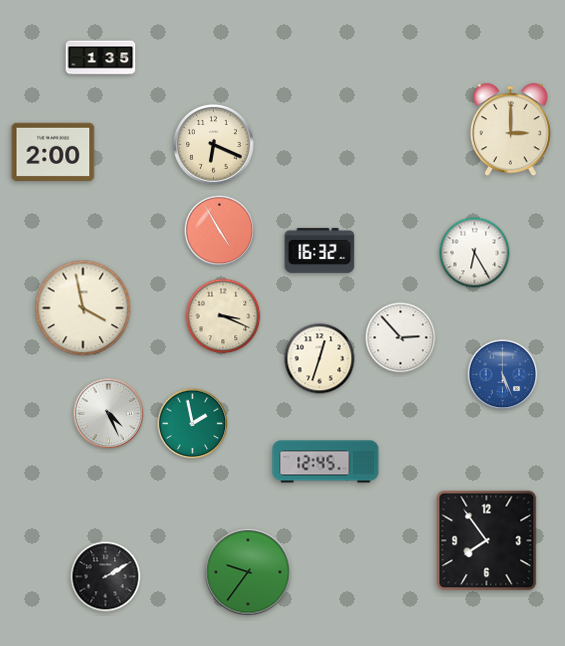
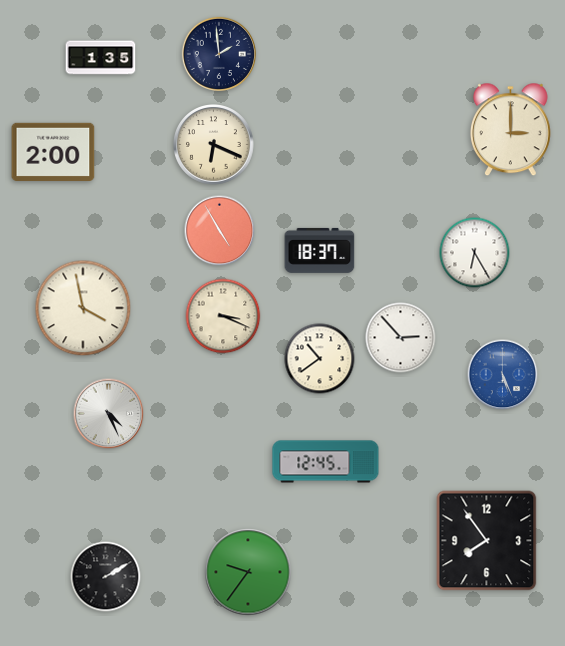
clock at (218, 53): none -> 1:59
clock at (320, 250): 16:32 -> 18:37
clock at (320, 359): 12:33 -> 10:39
clock at (193, 424): 1:58 -> none
